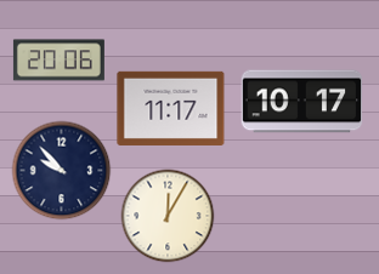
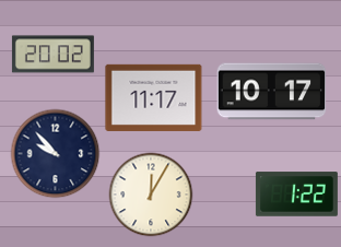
clock at (58, 61): 20:06 -> 20:02
clock at (296, 195): none -> 1:22
